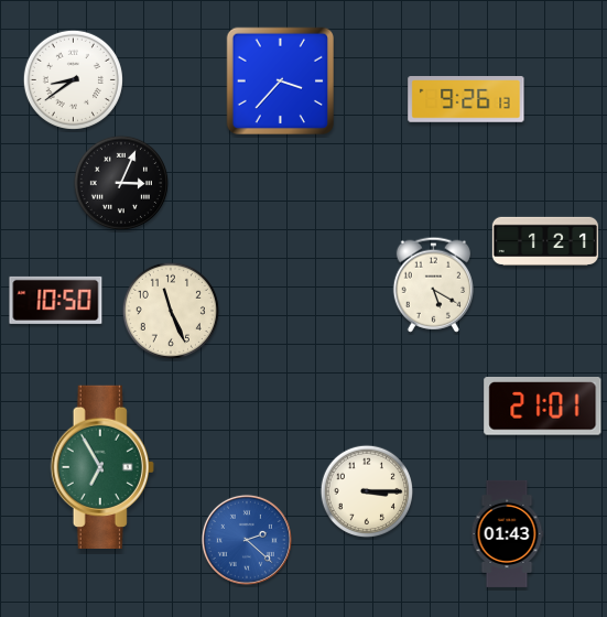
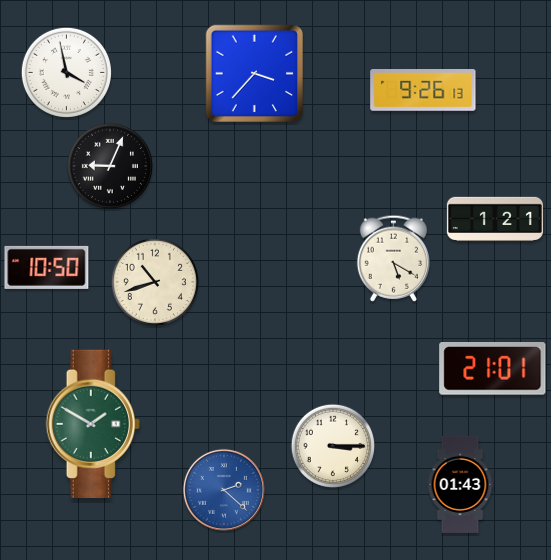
clock at (73, 79): 8:39 -> 3:58
clock at (120, 182): 3:04 -> 9:04
clock at (56, 300) position: (56, 300) -> (47, 267)
clock at (171, 311): 11:26 -> 10:42
clock at (102, 466): 6:55 -> 1:50
